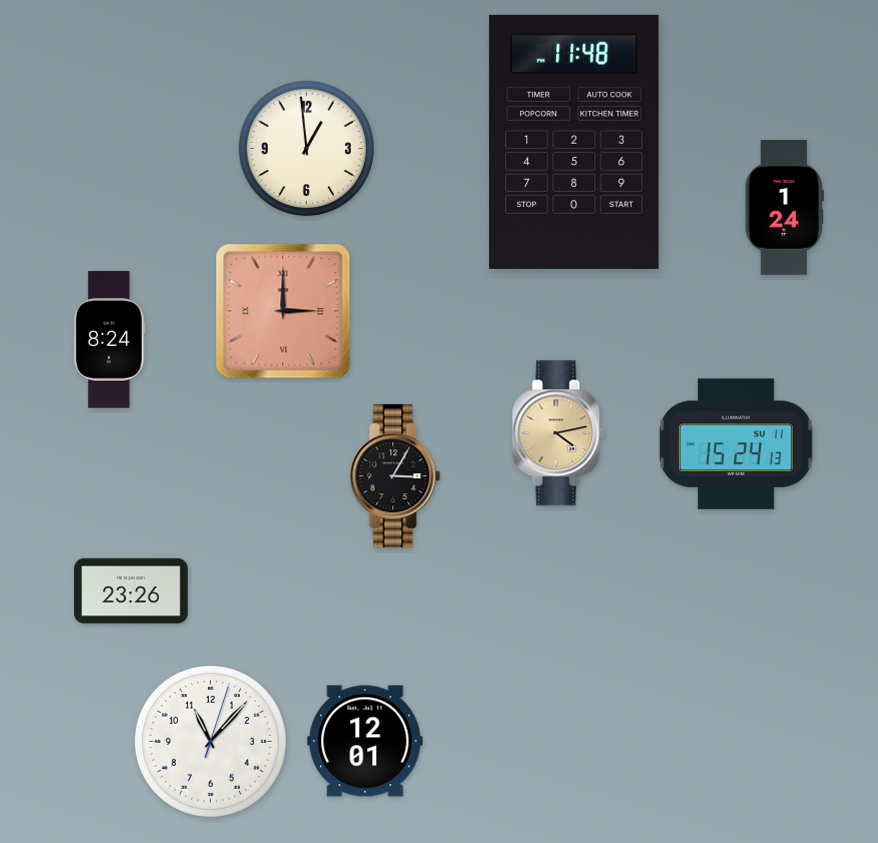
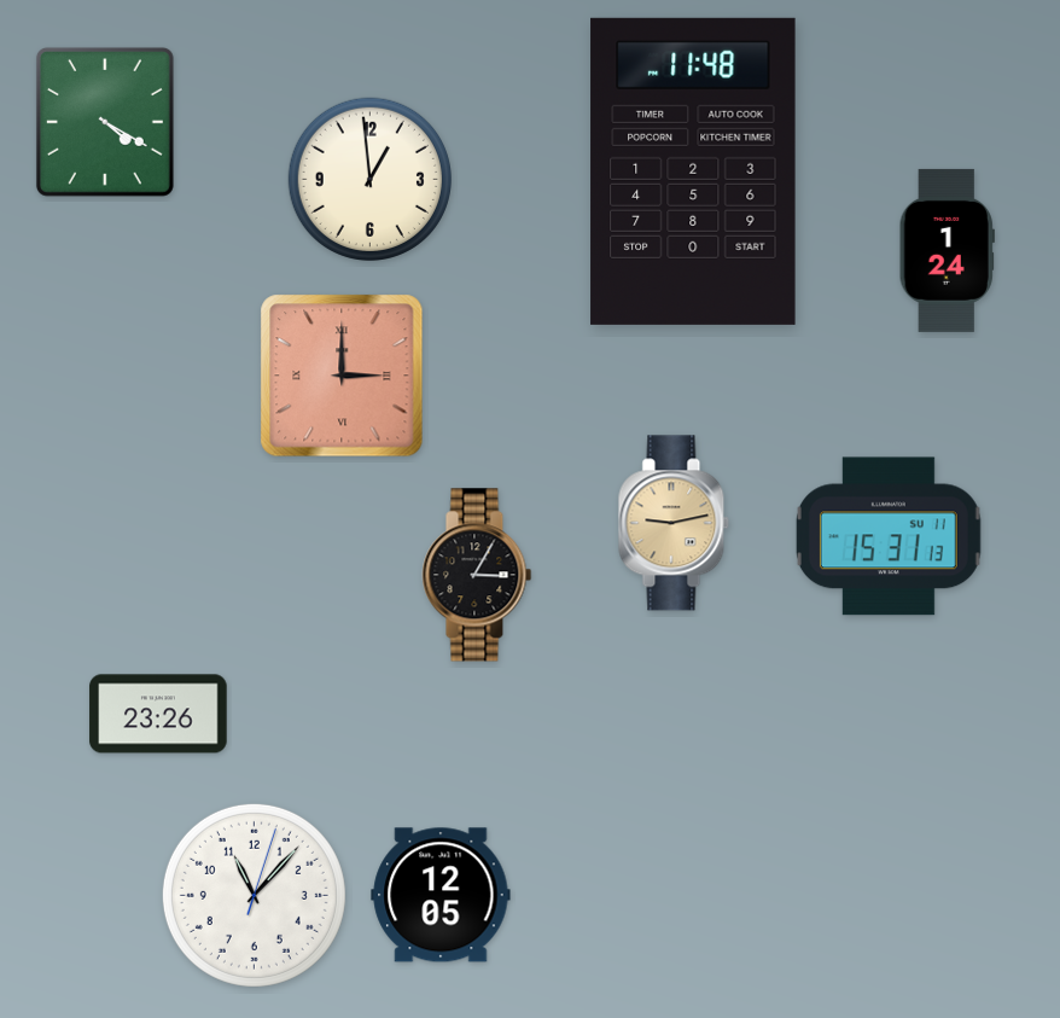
clock at (105, 122): none -> 4:20
clock at (110, 340): 8:24 -> none
clock at (558, 433): 4:13 -> 9:13
clock at (736, 444): 15:24 -> 15:31
clock at (365, 741): 12:01 -> 12:05
